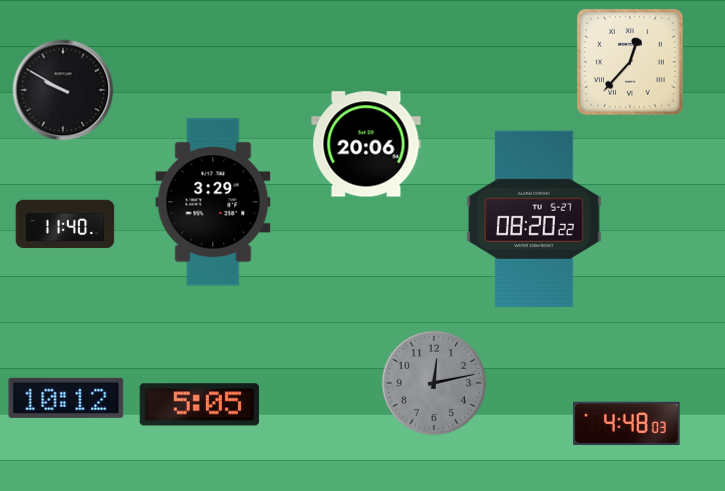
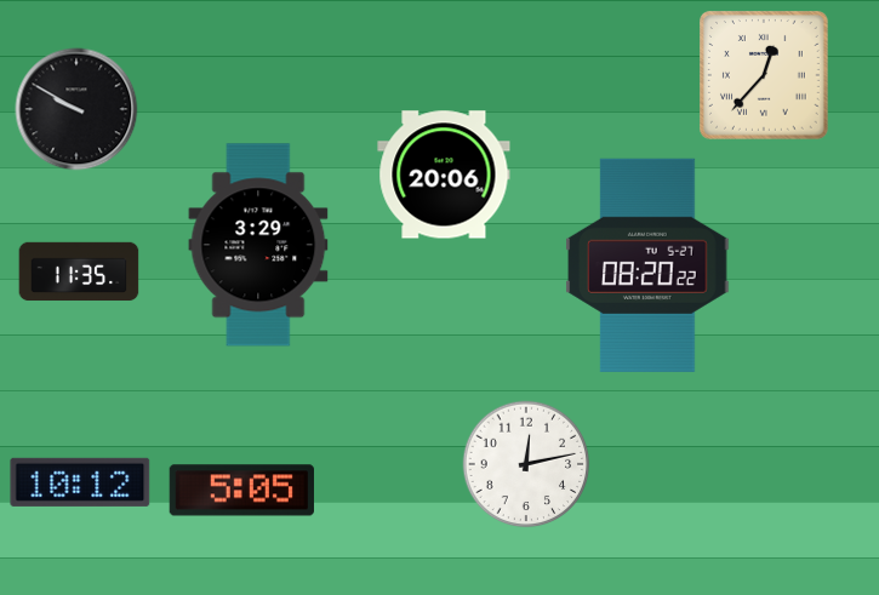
clock at (65, 224): 11:40 -> 11:35
clock at (434, 383) dial: grey -> white
clock at (627, 424): 4:48 -> none
